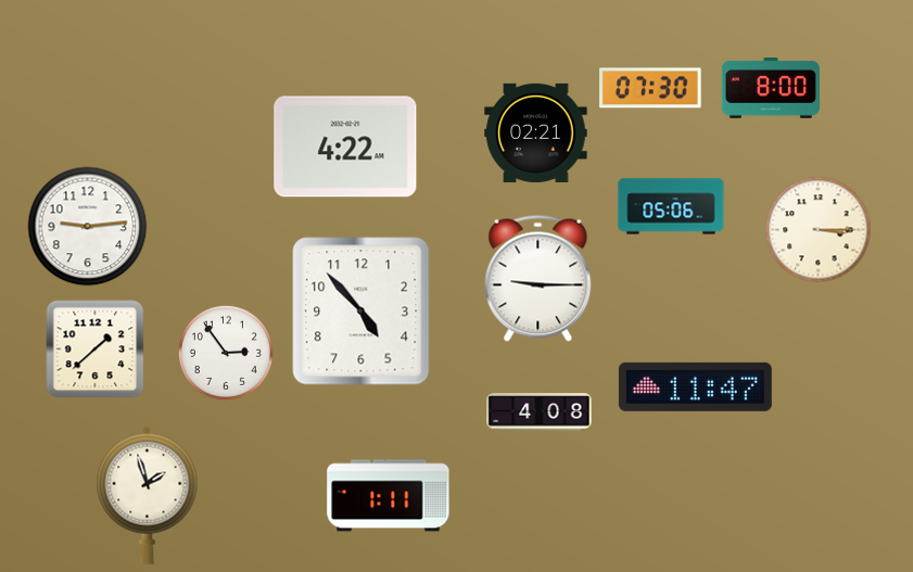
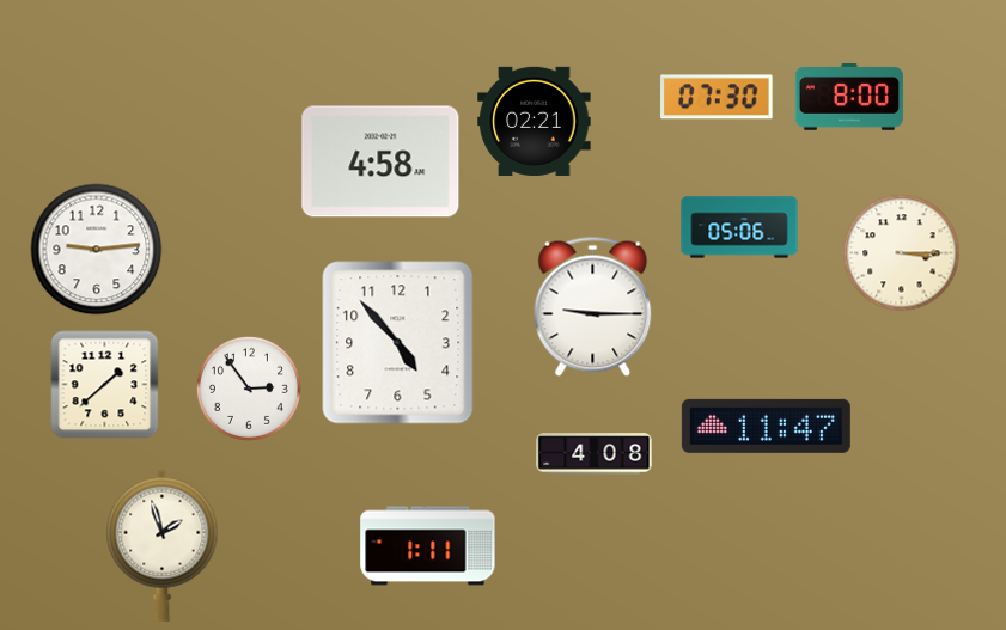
clock at (536, 132) position: (536, 132) -> (535, 121)
clock at (345, 147): 4:22 -> 4:58
